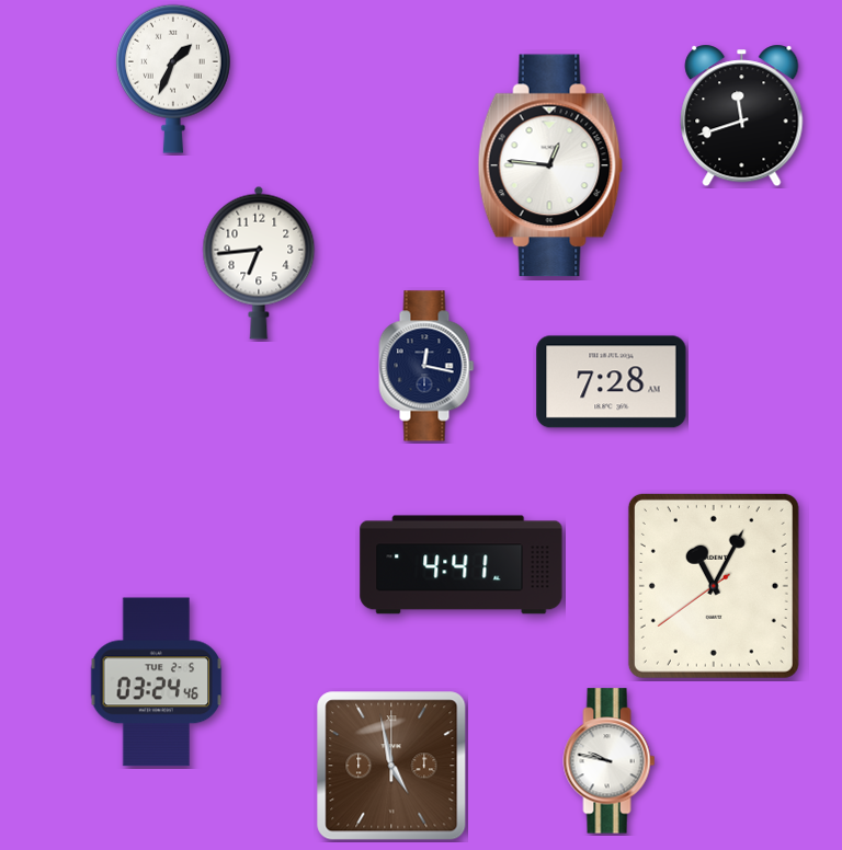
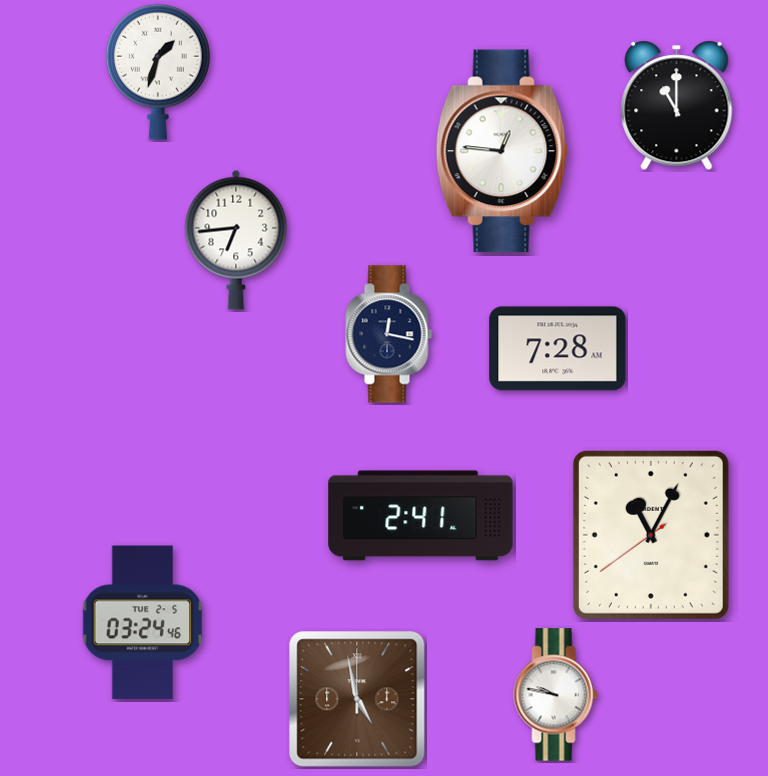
clock at (173, 79): 1:34 -> 1:33
clock at (742, 116): 11:42 -> 11:00
clock at (462, 565): 4:41 -> 2:41
